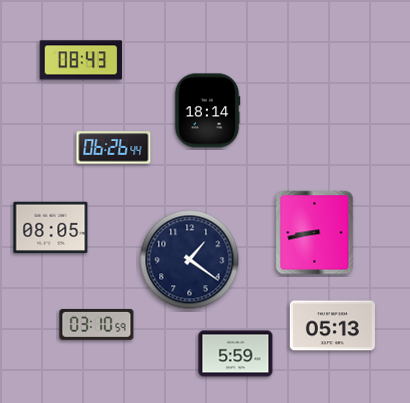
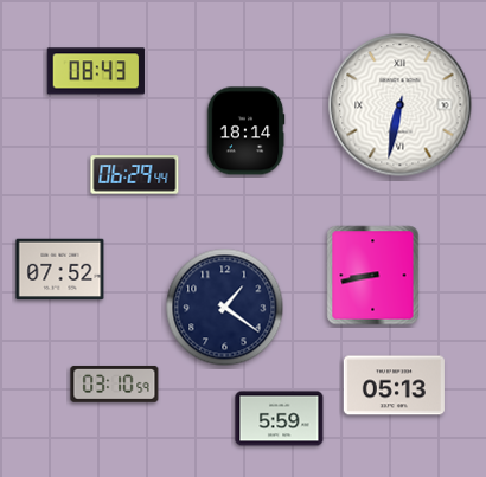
clock at (401, 105): none -> 6:32
clock at (114, 148): 06:26 -> 06:29
clock at (51, 228): 08:05 -> 07:52
